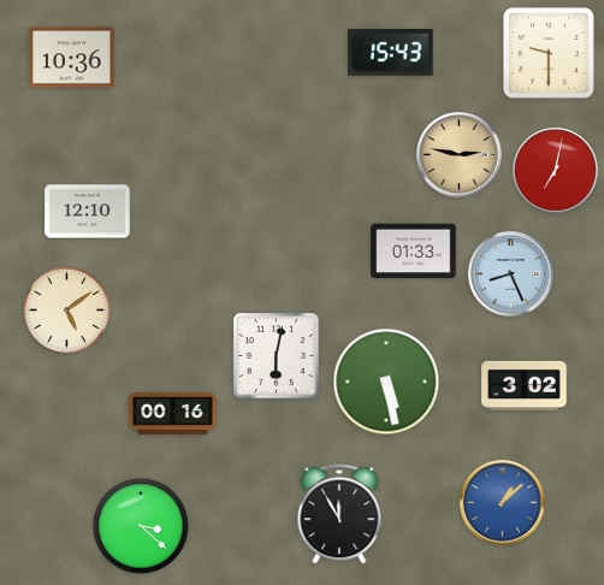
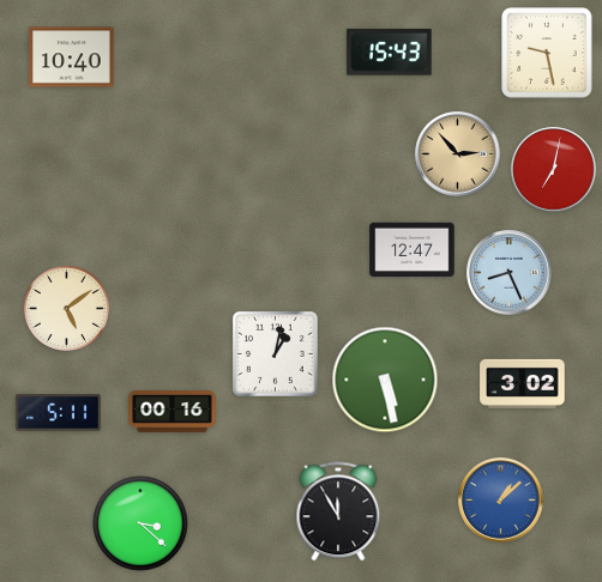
clock at (549, 53): 9:30 -> 9:28
clock at (72, 58): 10:36 -> 10:40
clock at (460, 155): 2:47 -> 2:53
clock at (88, 212): 12:10 -> none
clock at (414, 252): 01:33 -> 12:47
clock at (277, 356): 6:02 -> 1:02
clock at (59, 413): none -> 5:11
